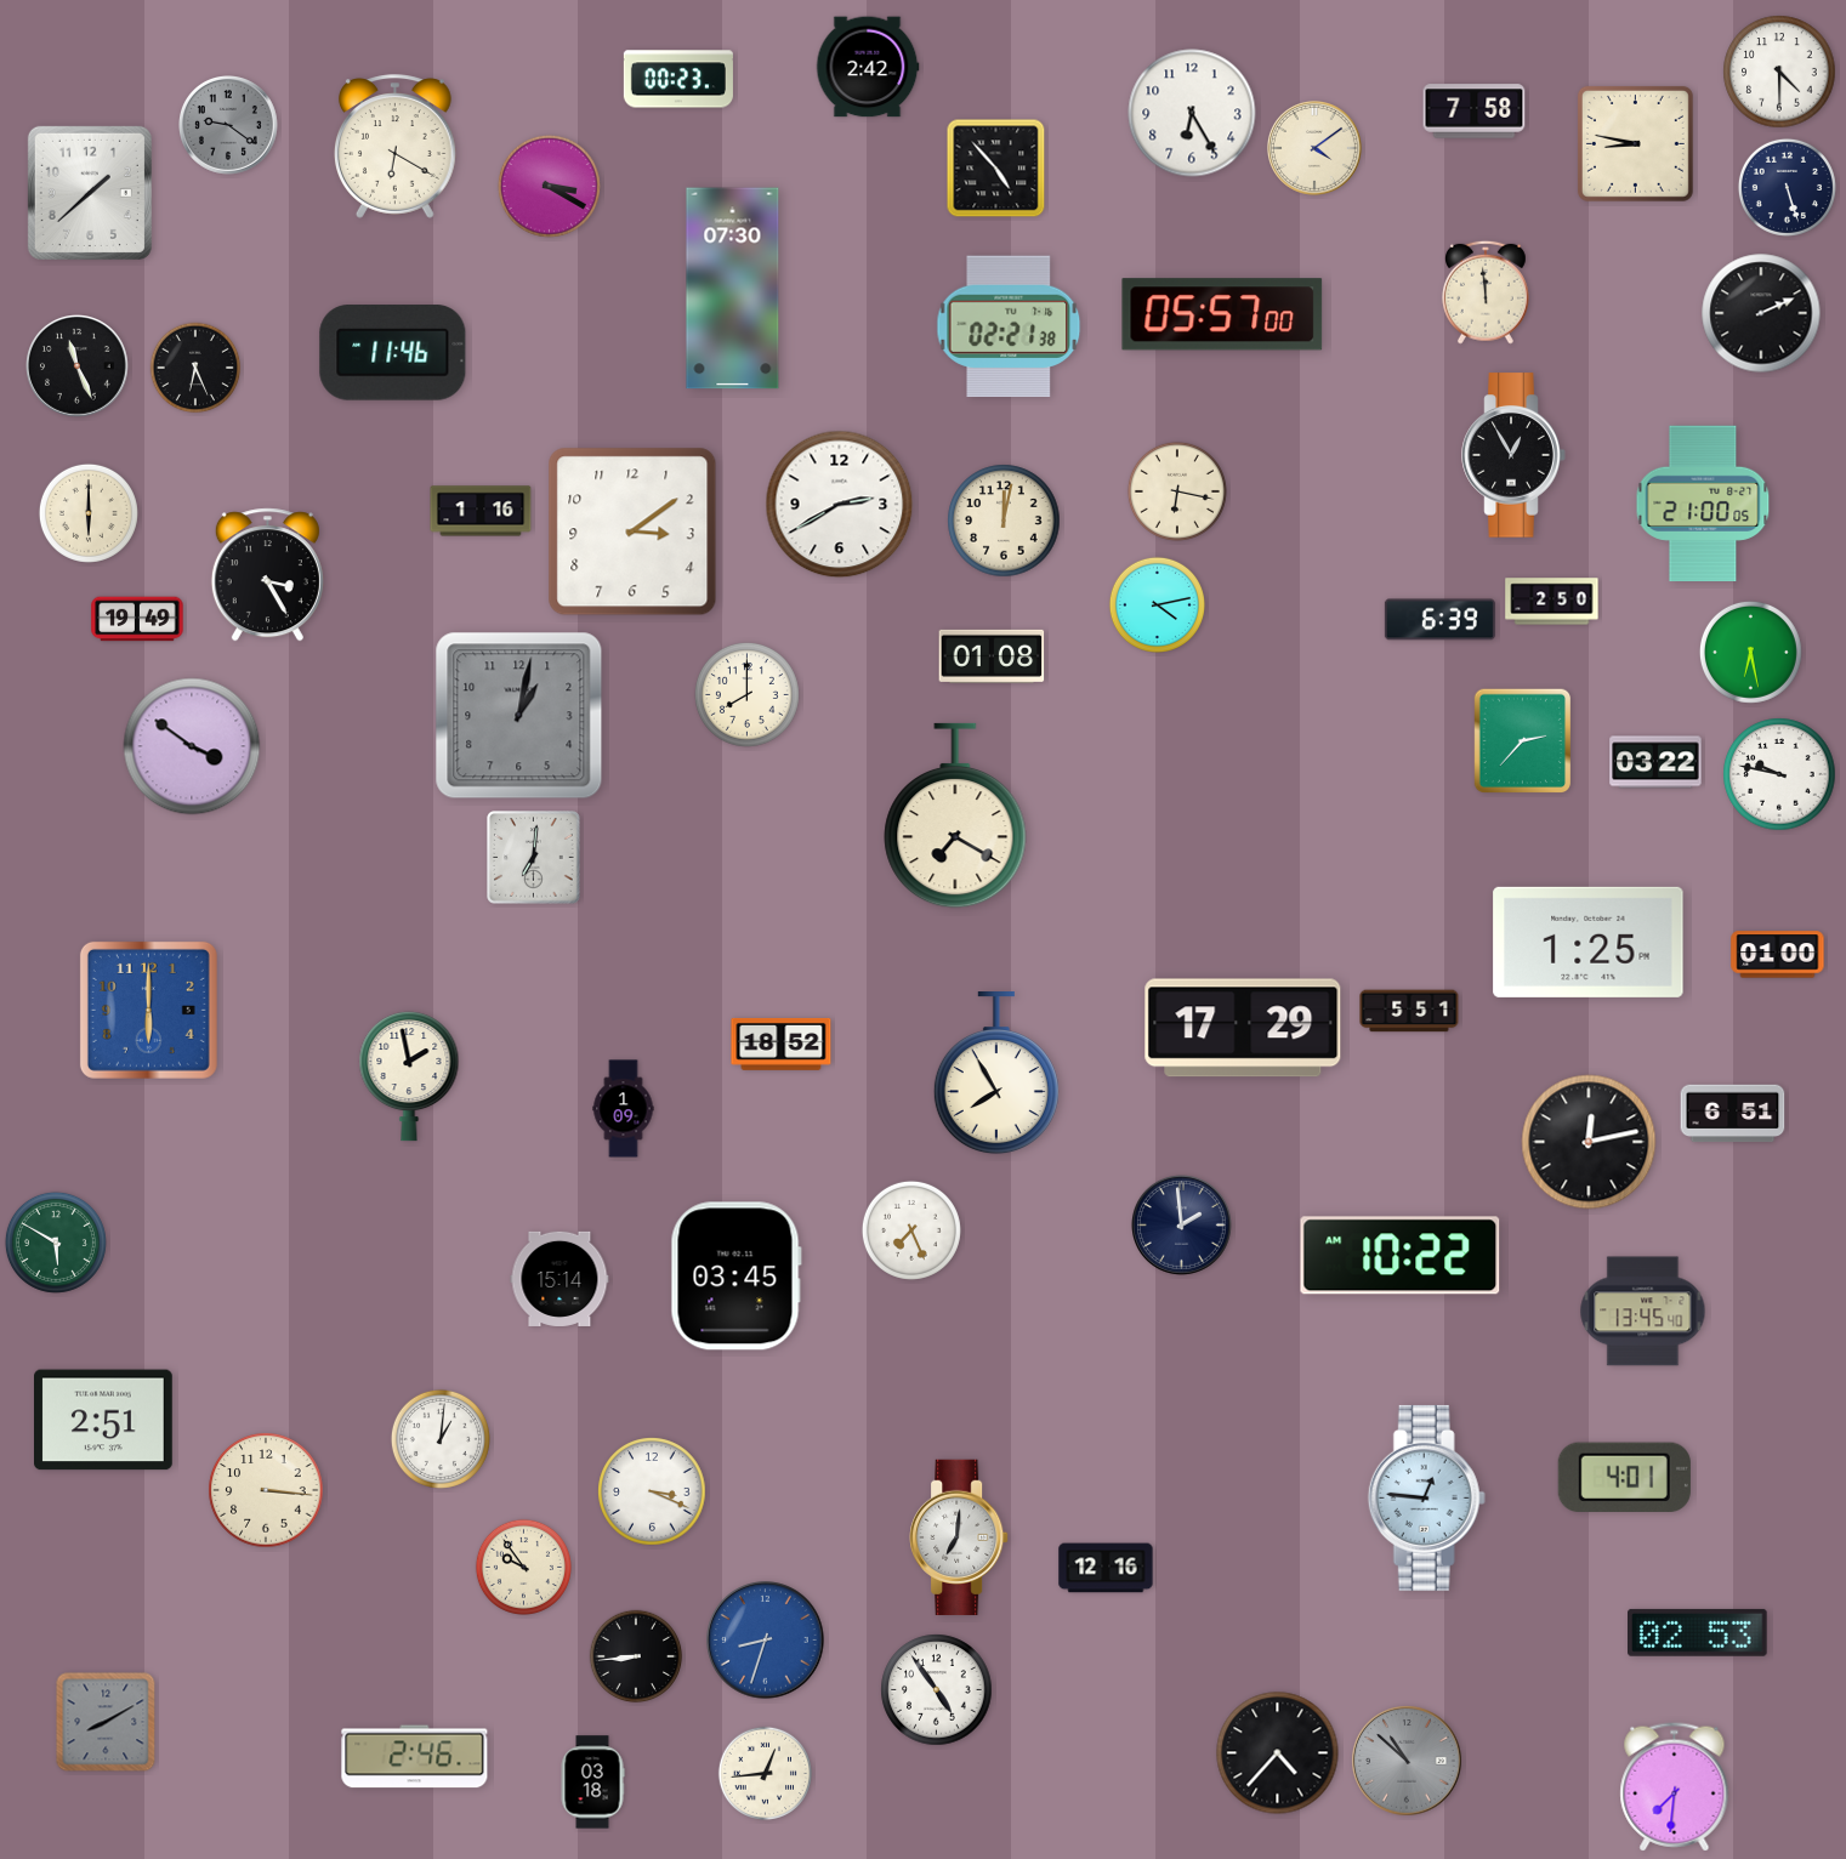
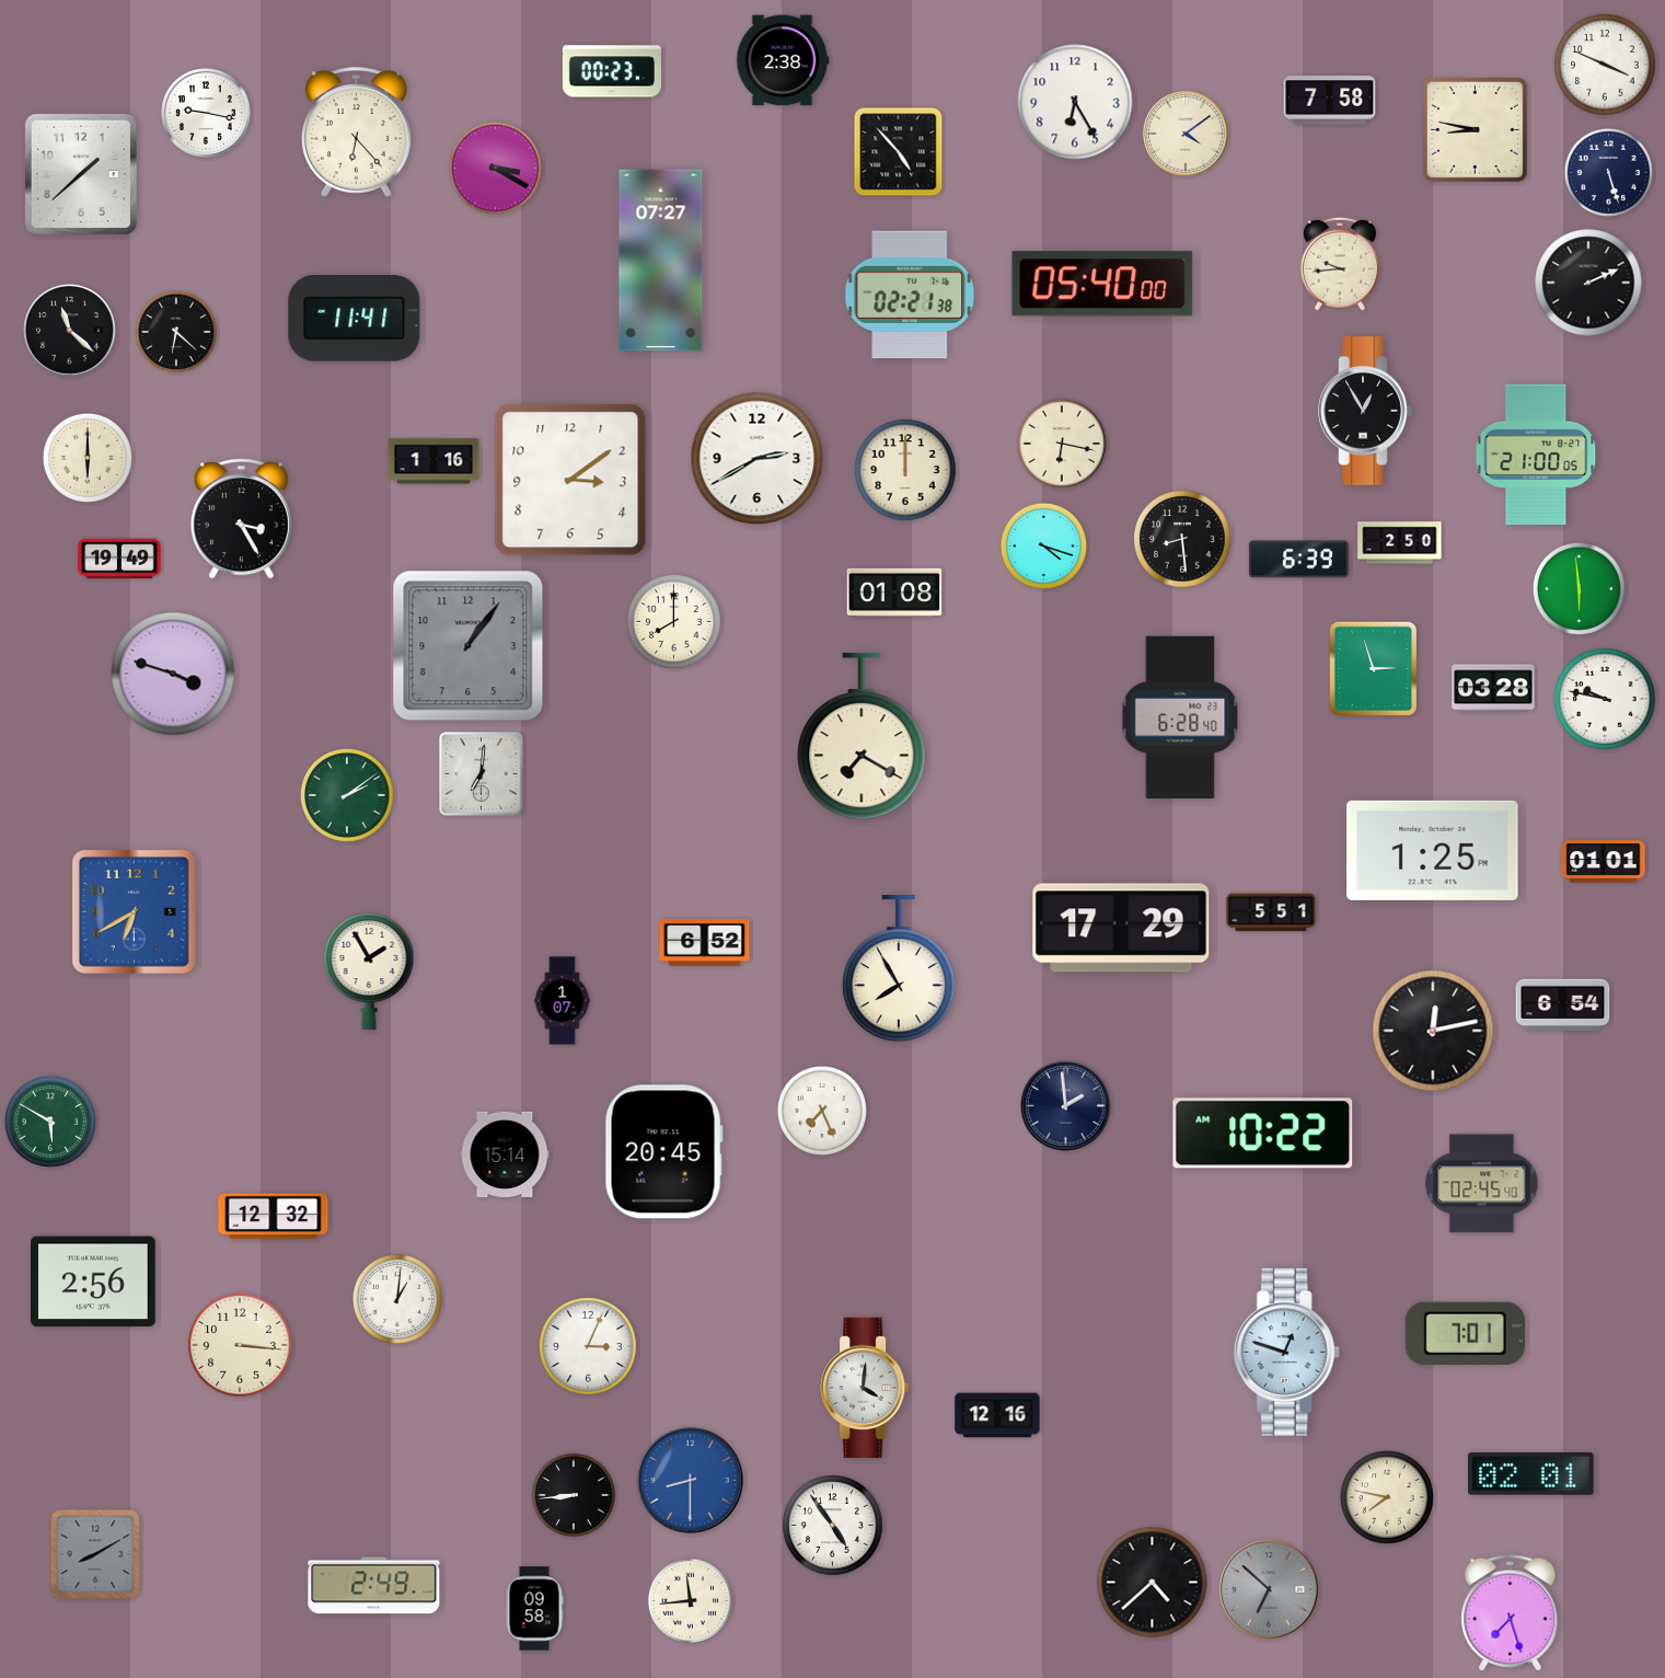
clock at (868, 67): 2:42 -> 2:38
clock at (1779, 72): 4:30 -> 3:49
clock at (229, 126): 9:21 -> 9:17
clock at (229, 126) dial: grey -> white
clock at (394, 147): 6:20 -> 6:23
clock at (1787, 187) position: (1787, 187) -> (1608, 172)
clock at (733, 289): 07:30 -> 07:27
clock at (1486, 292): 11:59 -> 9:44
clock at (1222, 314): 05:57 -> 05:40
clock at (393, 353): 11:46 -> 11:41
clock at (78, 366): 11:26 -> 11:22
clock at (195, 368): 6:26 -> 6:22
clock at (840, 505) position: (840, 505) -> (758, 459)
clock at (89, 513) position: (89, 513) -> (88, 458)
clock at (1004, 521): 12:02 -> 12:00
clock at (1182, 539): none -> 8:29
clock at (1157, 604): 4:13 -> 4:18
clock at (137, 619) position: (137, 619) -> (119, 559)
clock at (1750, 652): 6:28 -> 5:59
clock at (748, 695) position: (748, 695) -> (674, 622)
clock at (519, 716): 1:02 -> 1:06
clock at (1523, 741): 2:37 -> 2:57
clock at (192, 746): 3:51 -> 3:48
clock at (1655, 762): 03:22 -> 03:28
clock at (1180, 717): none -> 6:28
clock at (347, 795): none -> 2:09
clock at (1778, 955): 01:00 -> 01:01
clock at (148, 1010): 6:00 -> 6:40
clock at (782, 1044): 18:52 -> 6:52
clock at (409, 1076): 1:58 -> 1:55
clock at (624, 1109): 1:09 -> 1:07
clock at (1733, 1114): 6:51 -> 6:54
clock at (735, 1277): 03:45 -> 20:45
clock at (1643, 1312): 13:45 -> 02:45
clock at (274, 1217): none -> 12:32
clock at (104, 1420): 2:51 -> 2:56
clock at (1624, 1478): 4:01 -> 7:01
clock at (652, 1491): 3:19 -> 3:04
clock at (1426, 1497): 12:46 -> 12:48
clock at (959, 1537): 7:01 -> 4:01
clock at (523, 1567): 9:54 -> none
clock at (1698, 1632): 02:53 -> 02:01
clock at (766, 1641): 8:33 -> 8:30
clock at (1387, 1497): none -> 7:47
clock at (937, 1690) position: (937, 1690) -> (833, 1526)
clock at (1278, 1753): 4:37 -> 4:38
clock at (415, 1757): 2:46 -> 2:49
clock at (1407, 1761): 10:52 -> 6:52
clock at (765, 1773): 12:44 -> 11:44
clock at (592, 1783): 03:18 -> 09:58
clock at (1675, 1787): 7:31 -> 7:27
